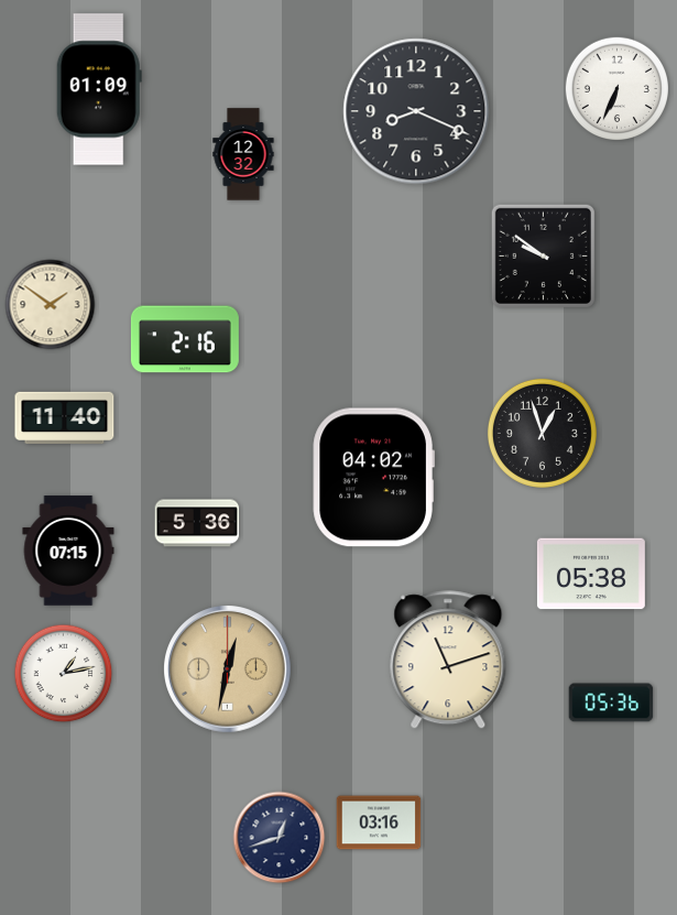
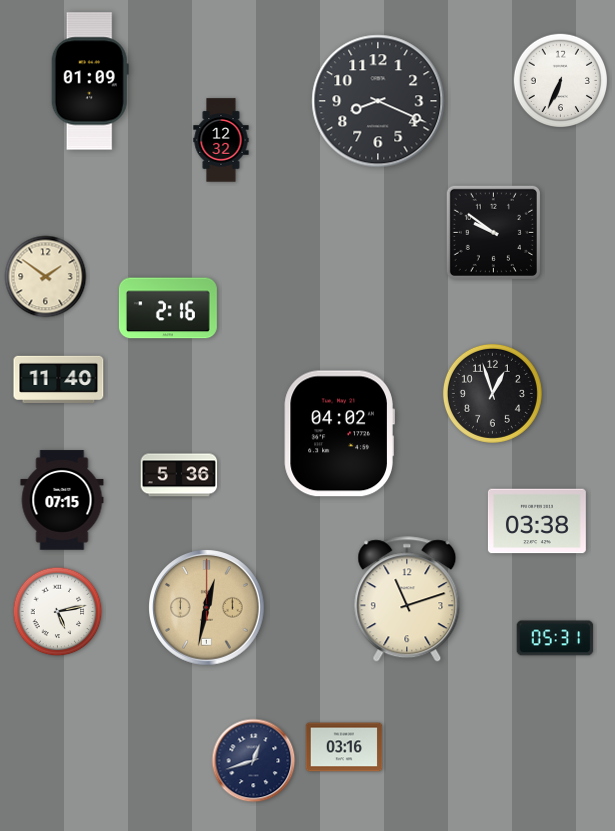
clock at (591, 574): 05:38 -> 03:38
clock at (64, 674): 1:13 -> 5:13
clock at (611, 702): 05:36 -> 05:31
